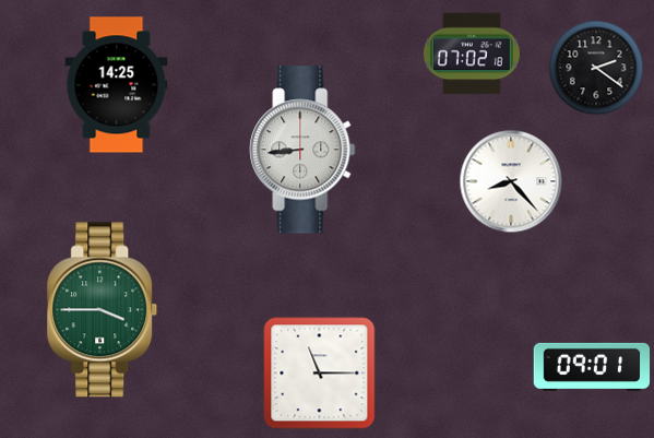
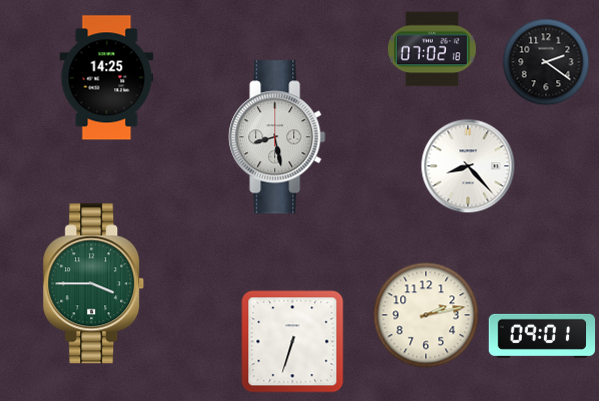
clock at (302, 150): 8:44 -> 8:28
clock at (426, 315): none -> 2:13
clock at (320, 374): 11:15 -> 6:33
